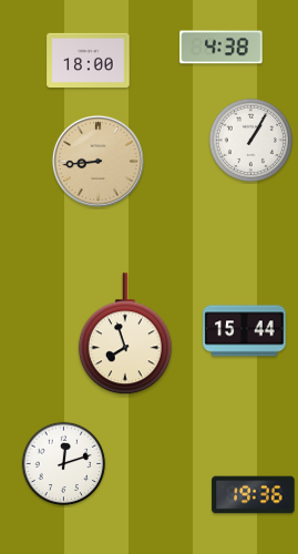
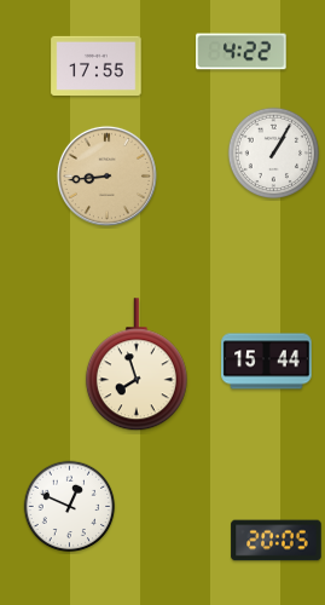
clock at (222, 48): 4:38 -> 4:22
clock at (89, 60): 18:00 -> 17:55
clock at (64, 464): 12:12 -> 12:49
clock at (254, 495): 19:36 -> 20:05
